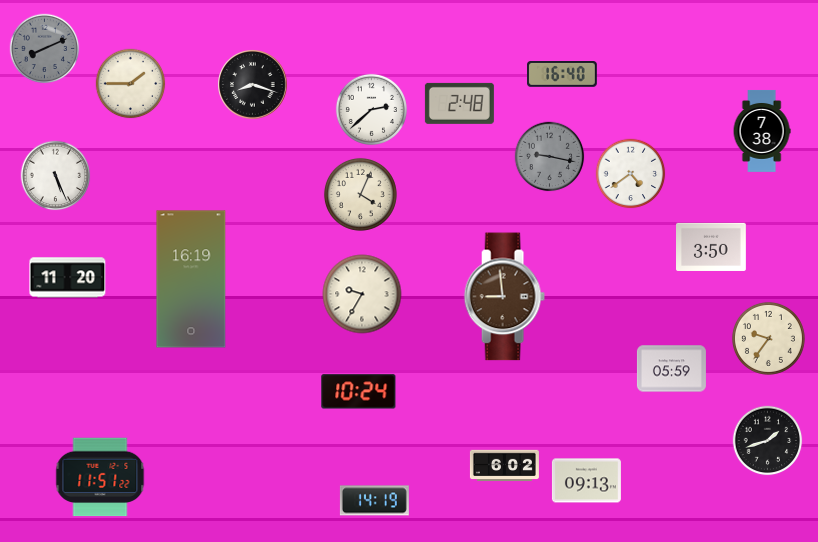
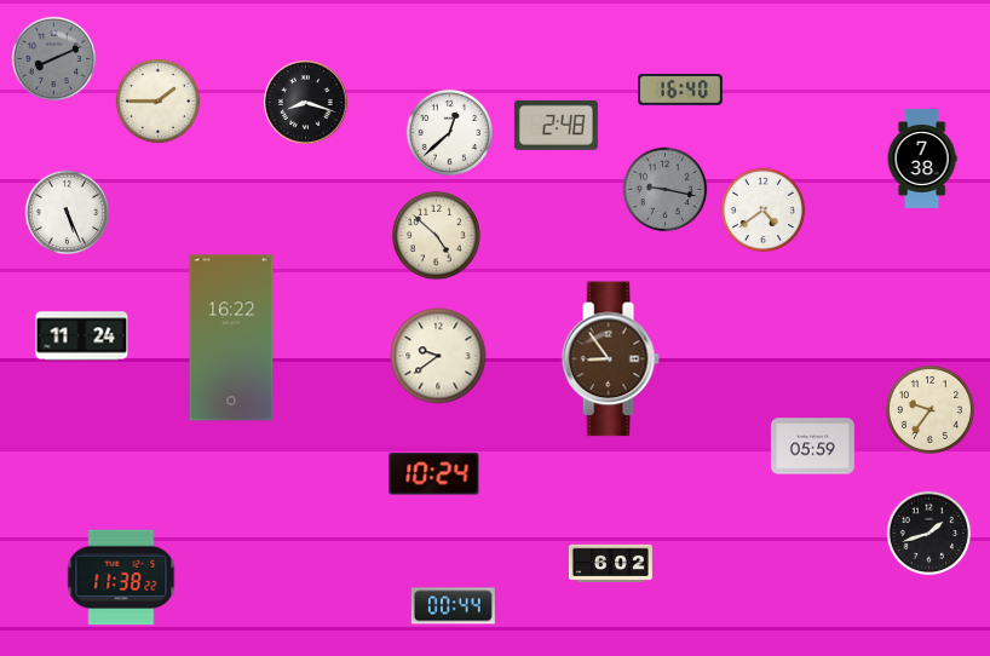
clock at (371, 109): 2:38 -> 12:38
clock at (360, 194): 4:04 -> 4:52
clock at (712, 247): 3:50 -> none
clock at (68, 278): 11:20 -> 11:24
clock at (191, 279): 16:19 -> 16:22
clock at (362, 294): 9:35 -> 9:39
clock at (504, 297): 8:59 -> 8:54
clock at (100, 477): 11:51 -> 11:38
clock at (586, 481): 09:13 -> none
clock at (374, 501): 14:19 -> 00:44
